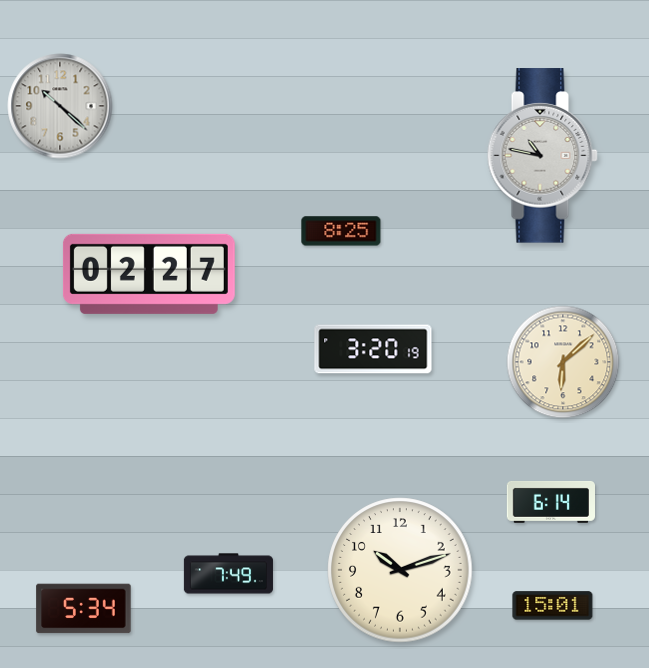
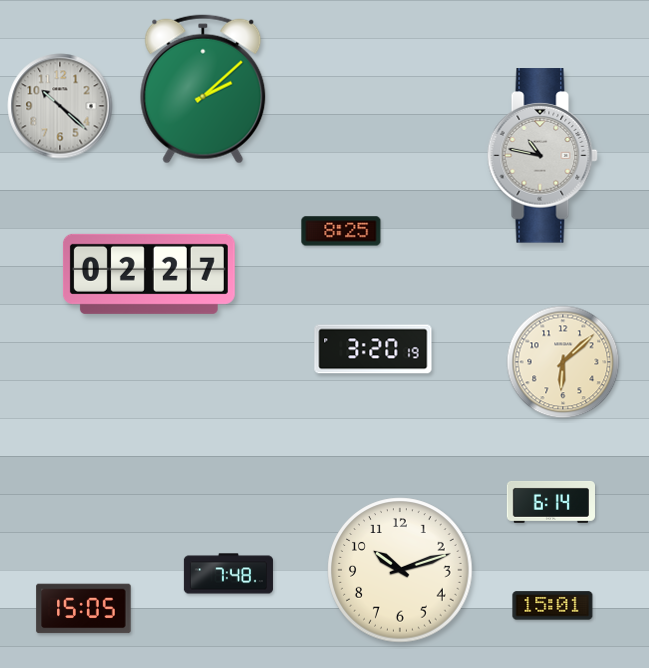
clock at (203, 89): none -> 2:08
clock at (228, 574): 7:49 -> 7:48
clock at (84, 609): 5:34 -> 15:05
